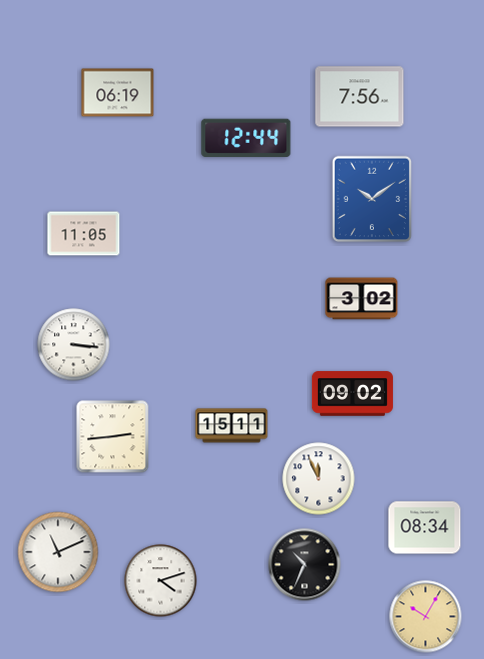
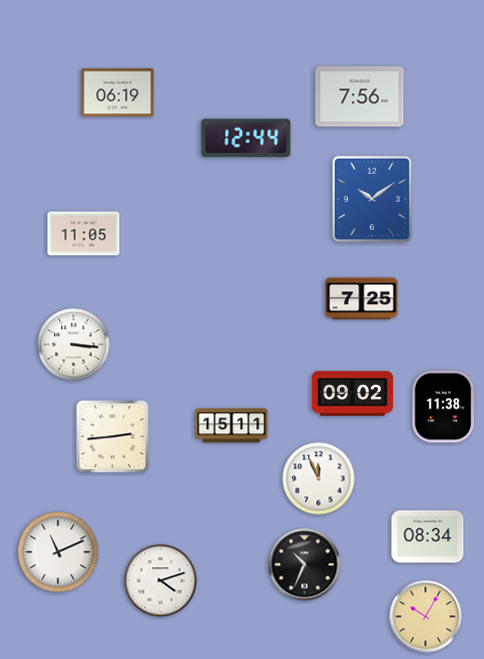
clock at (362, 299): 3:02 -> 7:25
clock at (443, 407): none -> 11:38
clock at (425, 528) position: (425, 528) -> (428, 537)
